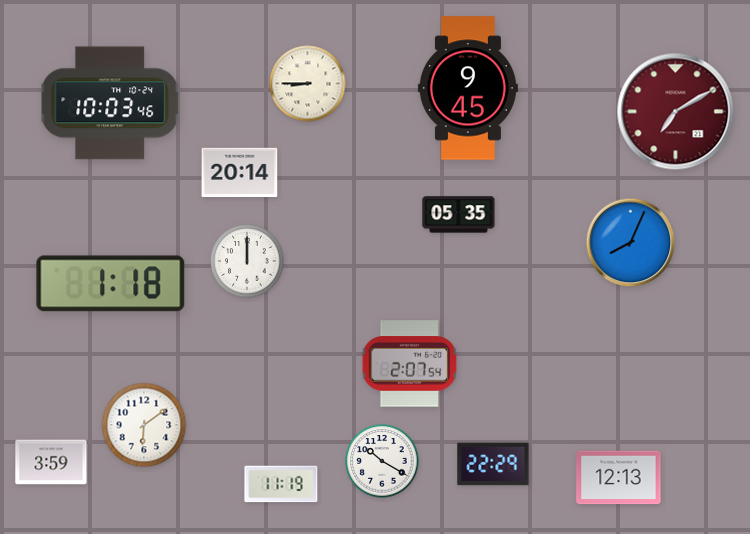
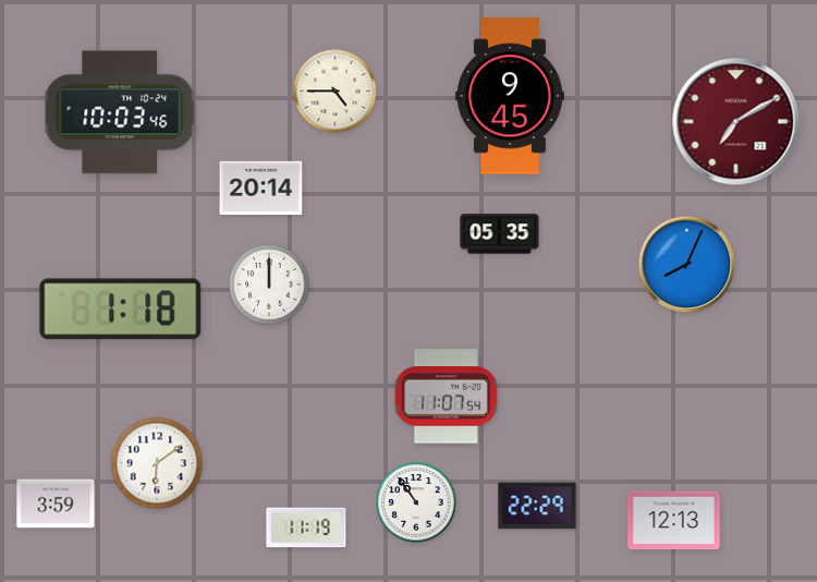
clock at (308, 84): 8:45 -> 4:45
clock at (410, 364): 2:07 -> 11:07
clock at (382, 461): 10:20 -> 10:54
